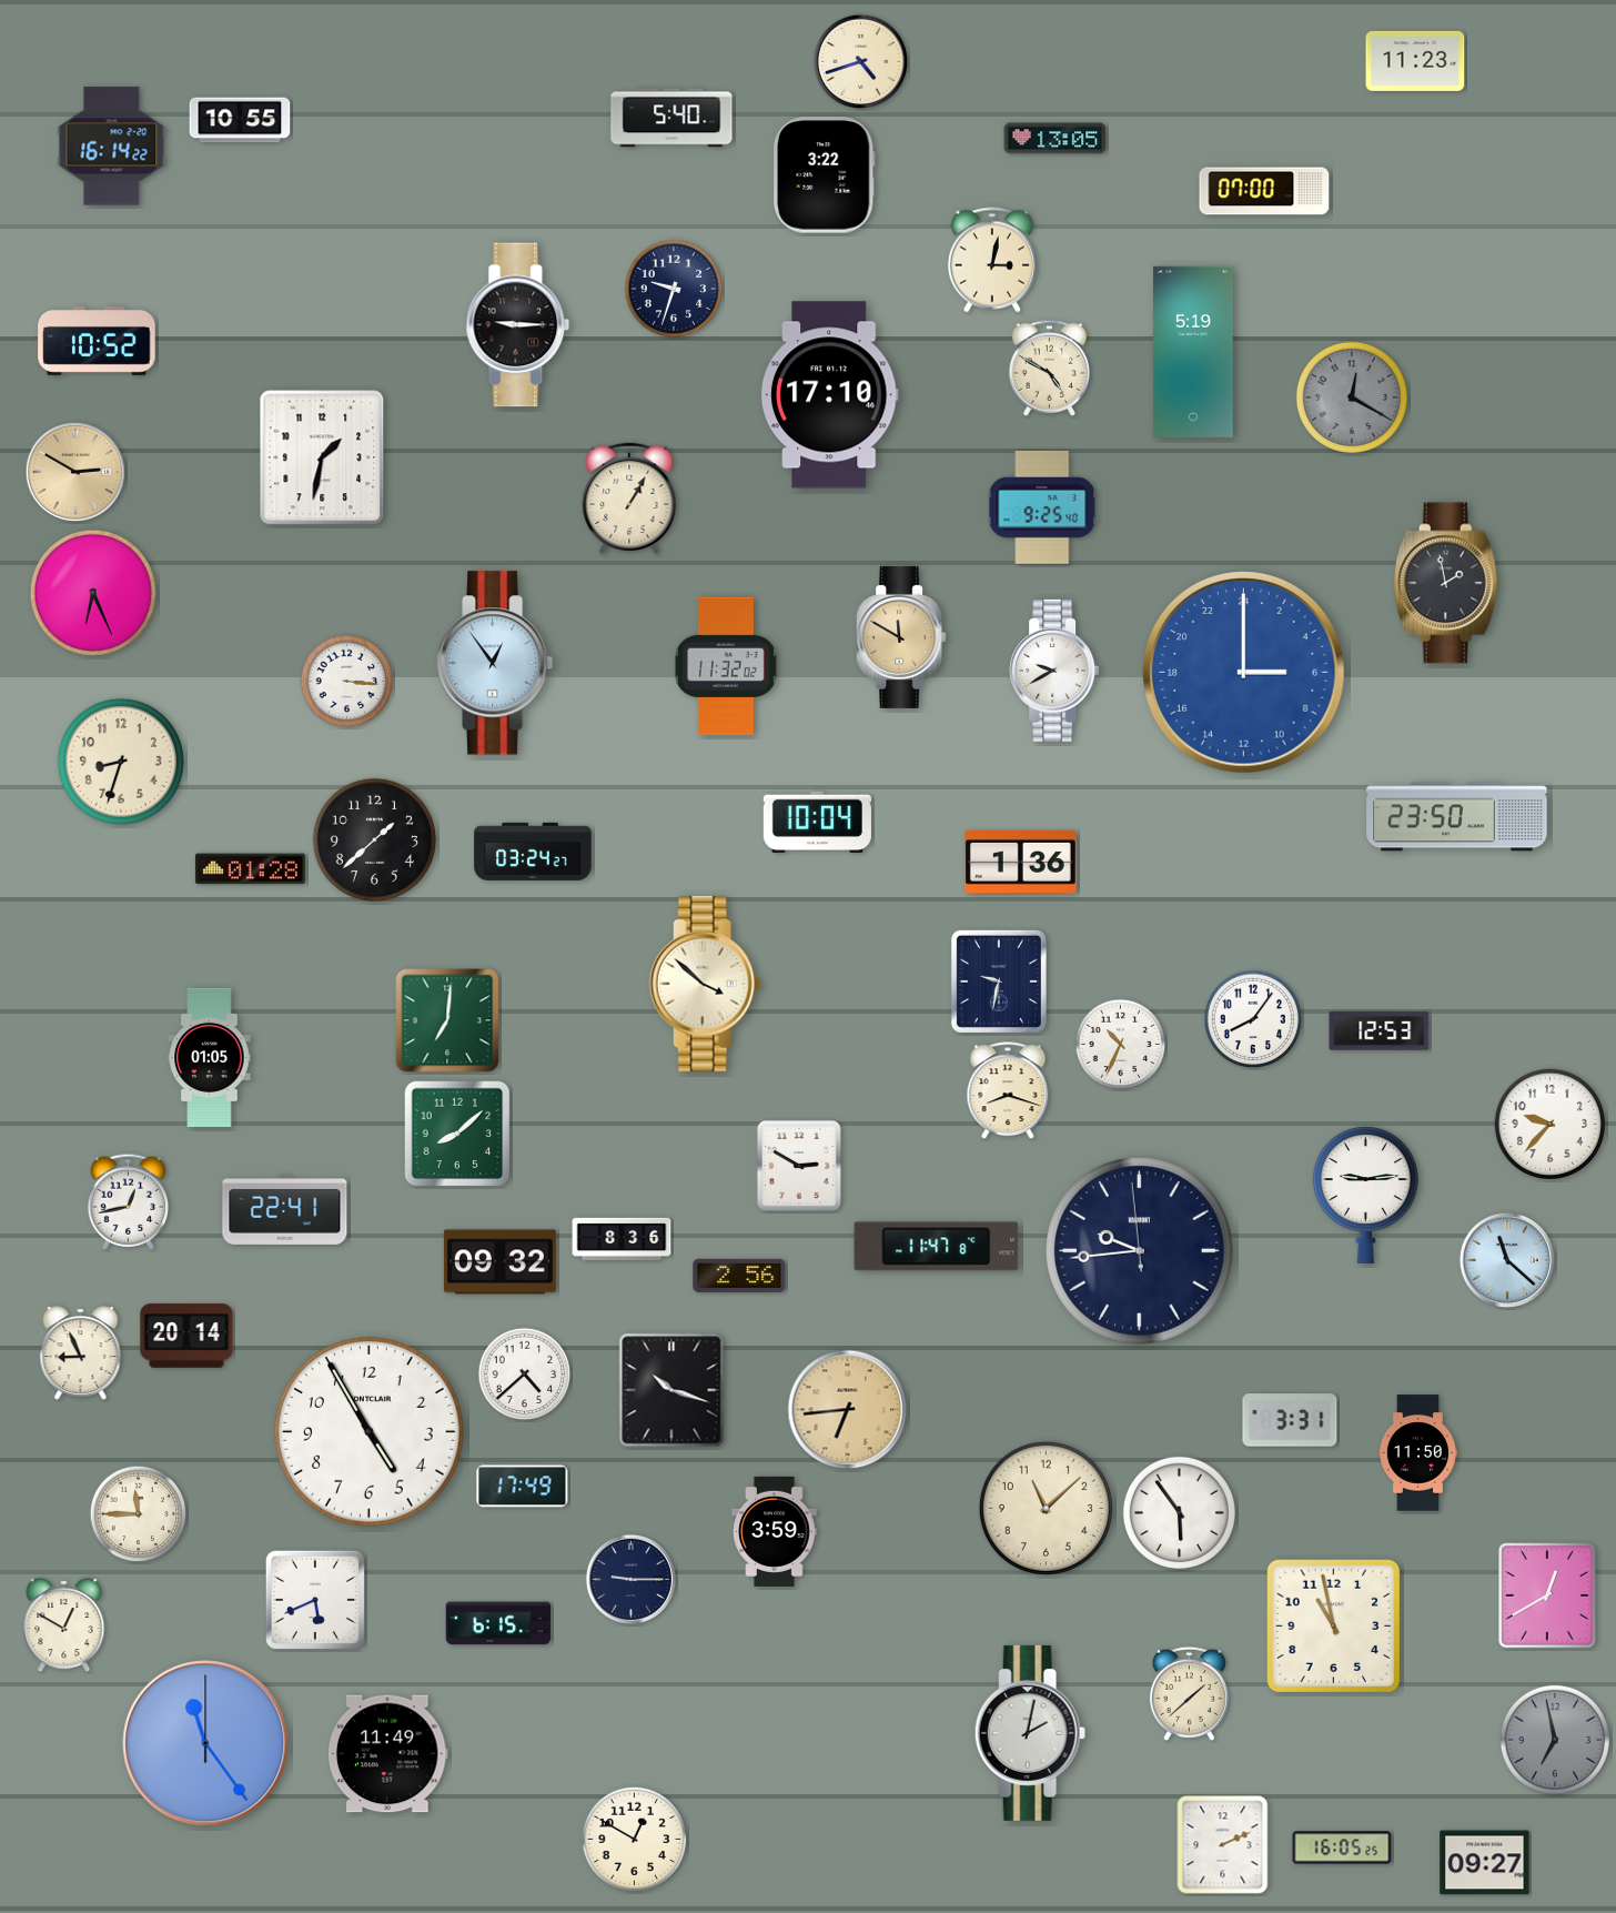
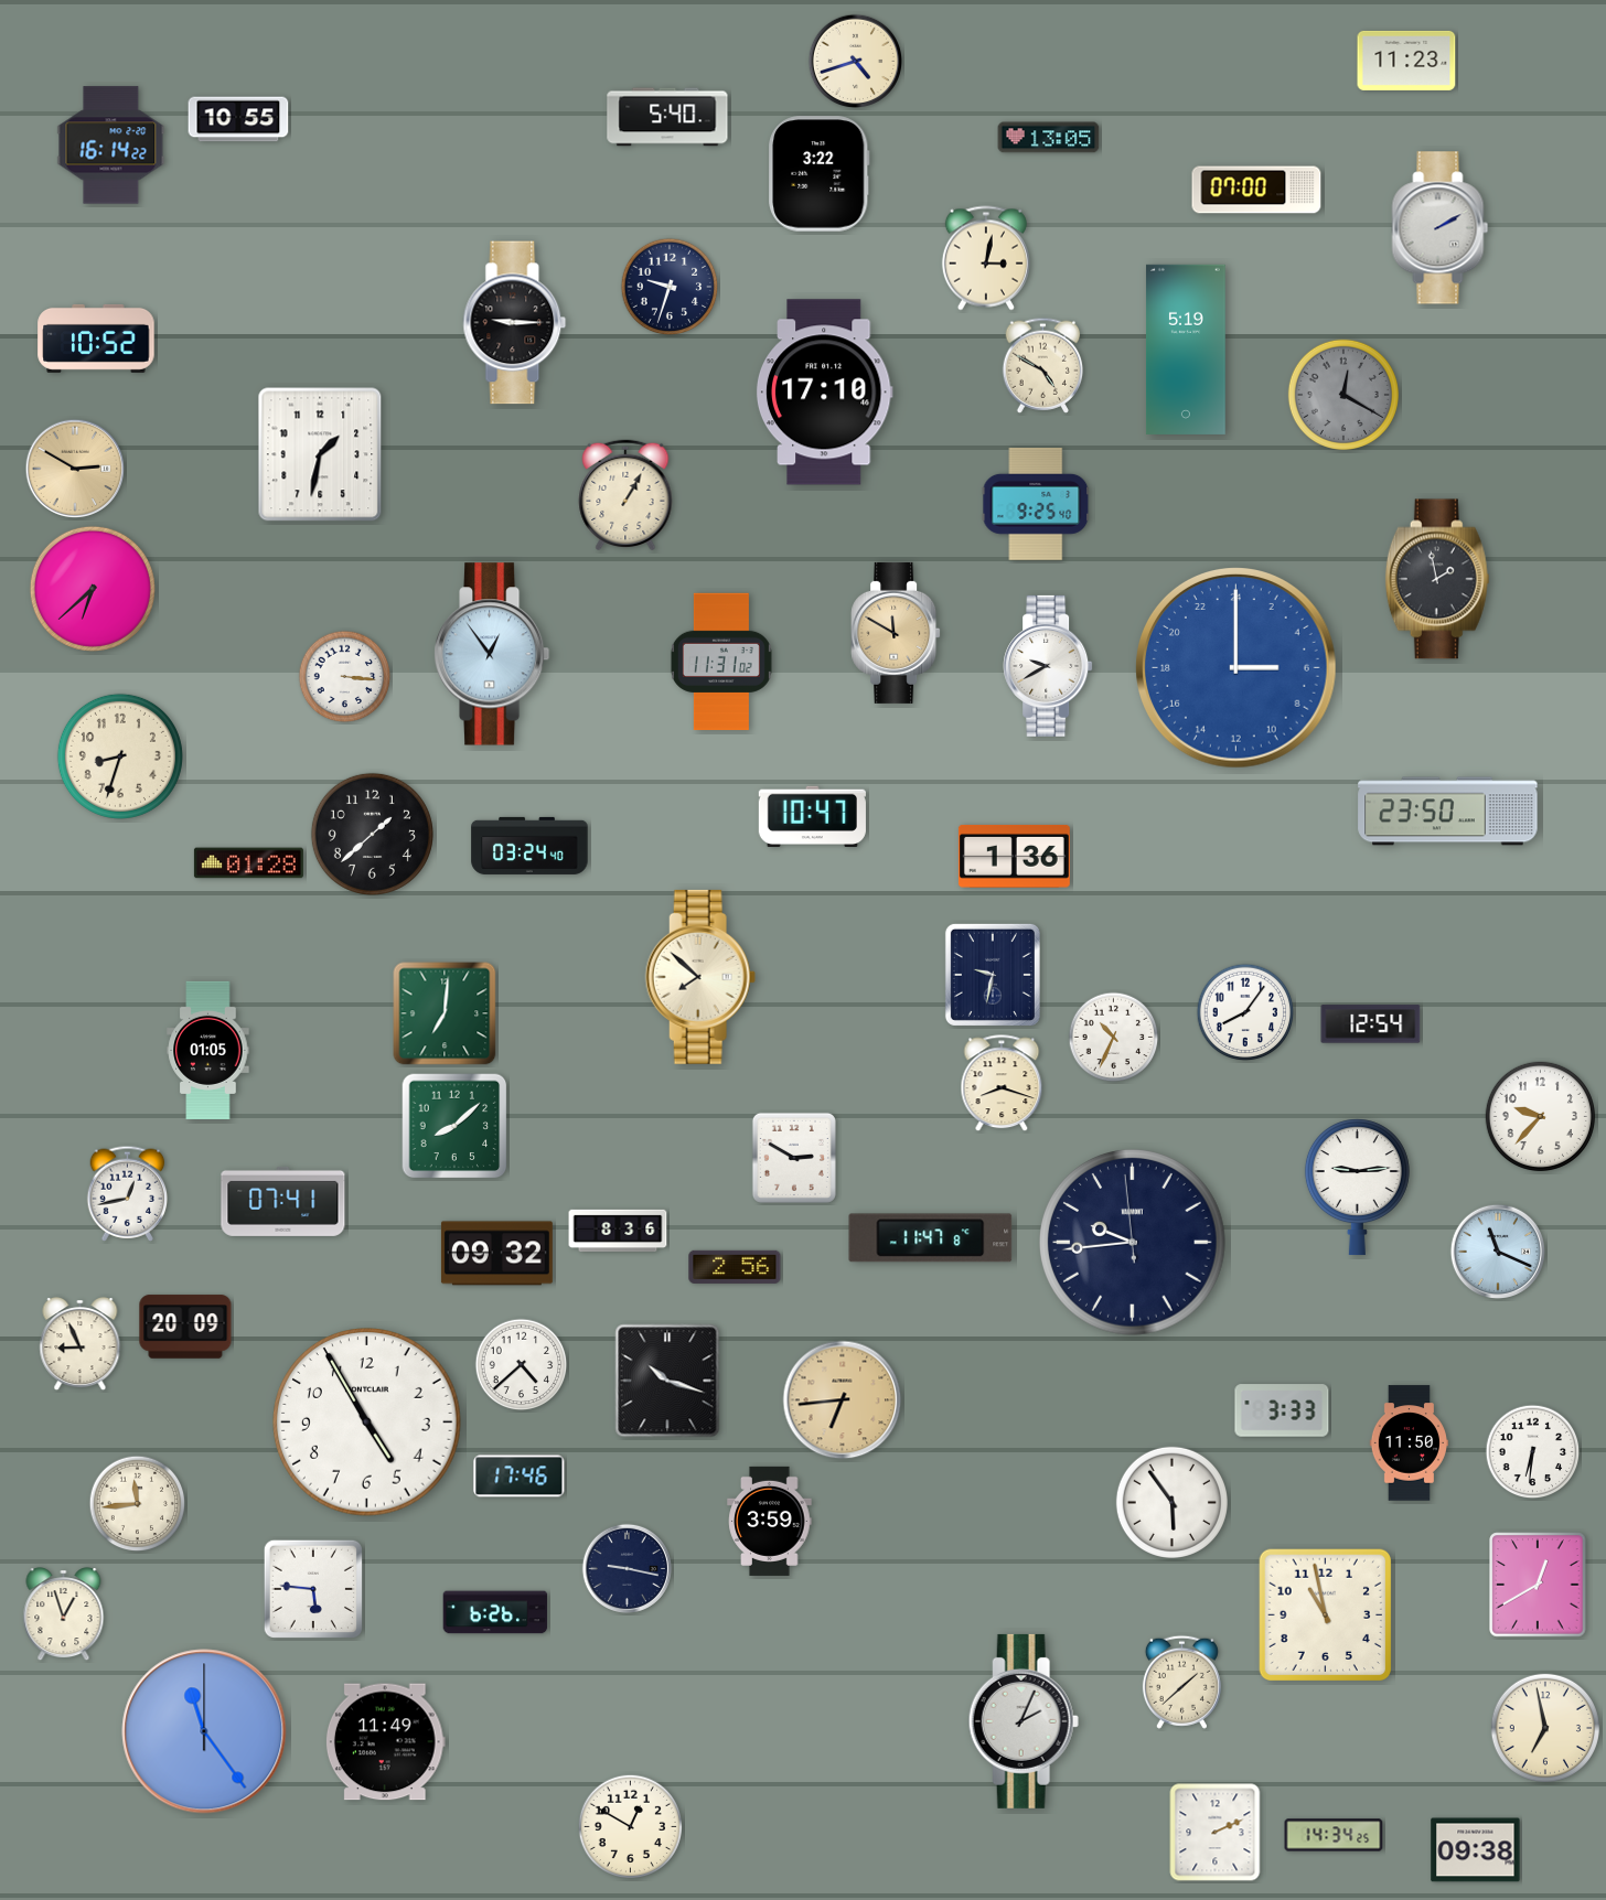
clock at (1441, 228): none -> 2:10
clock at (93, 593): 6:26 -> 6:38
clock at (495, 663) position: (495, 663) -> (492, 654)
clock at (726, 666): 11:32 -> 11:31
clock at (817, 822): 10:04 -> 10:47
clock at (533, 852): 03:24:27 -> 03:24:40
clock at (705, 984): 3:52 -> 7:52
clock at (1380, 1031): 12:53 -> 12:54
clock at (285, 1209): 22:41 -> 07:41
clock at (1506, 1259): 11:22 -> 11:19
clock at (186, 1336): 20:14 -> 20:09
clock at (1290, 1420): 3:31 -> 3:33
clock at (1533, 1452): none -> 6:31
clock at (523, 1487): 17:49 -> 17:46
clock at (1046, 1508): 11:08 -> none
clock at (139, 1514): 11:45 -> 11:44
clock at (630, 1579): 9:15 -> 9:17
clock at (315, 1600): 5:41 -> 5:46
clock at (498, 1623): 6:15 -> 6:26
clock at (64, 1625): 12:50 -> 12:57
clock at (1030, 1733): 2:02 -> 2:04
clock at (1554, 1739) dial: grey -> cream
clock at (1342, 1847): 16:05 -> 14:34
clock at (1485, 1863): 09:27 -> 09:38
